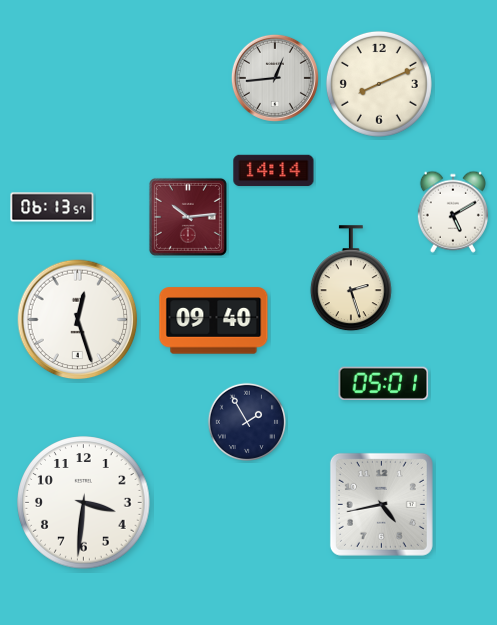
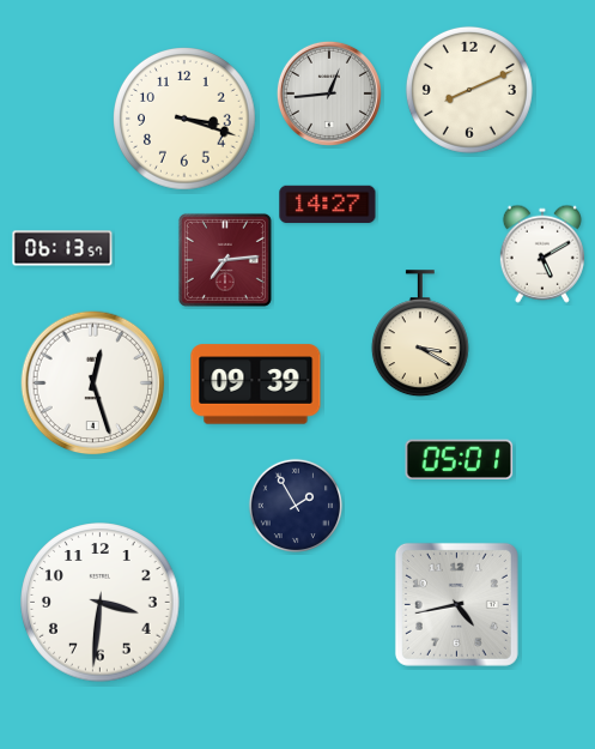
clock at (379, 84) position: (379, 84) -> (469, 90)
clock at (186, 120): none -> 3:18
clock at (274, 171): 14:14 -> 14:27
clock at (188, 217): 10:14 -> 7:14
clock at (351, 279): 2:27 -> 3:20
clock at (214, 321): 09:40 -> 09:39
